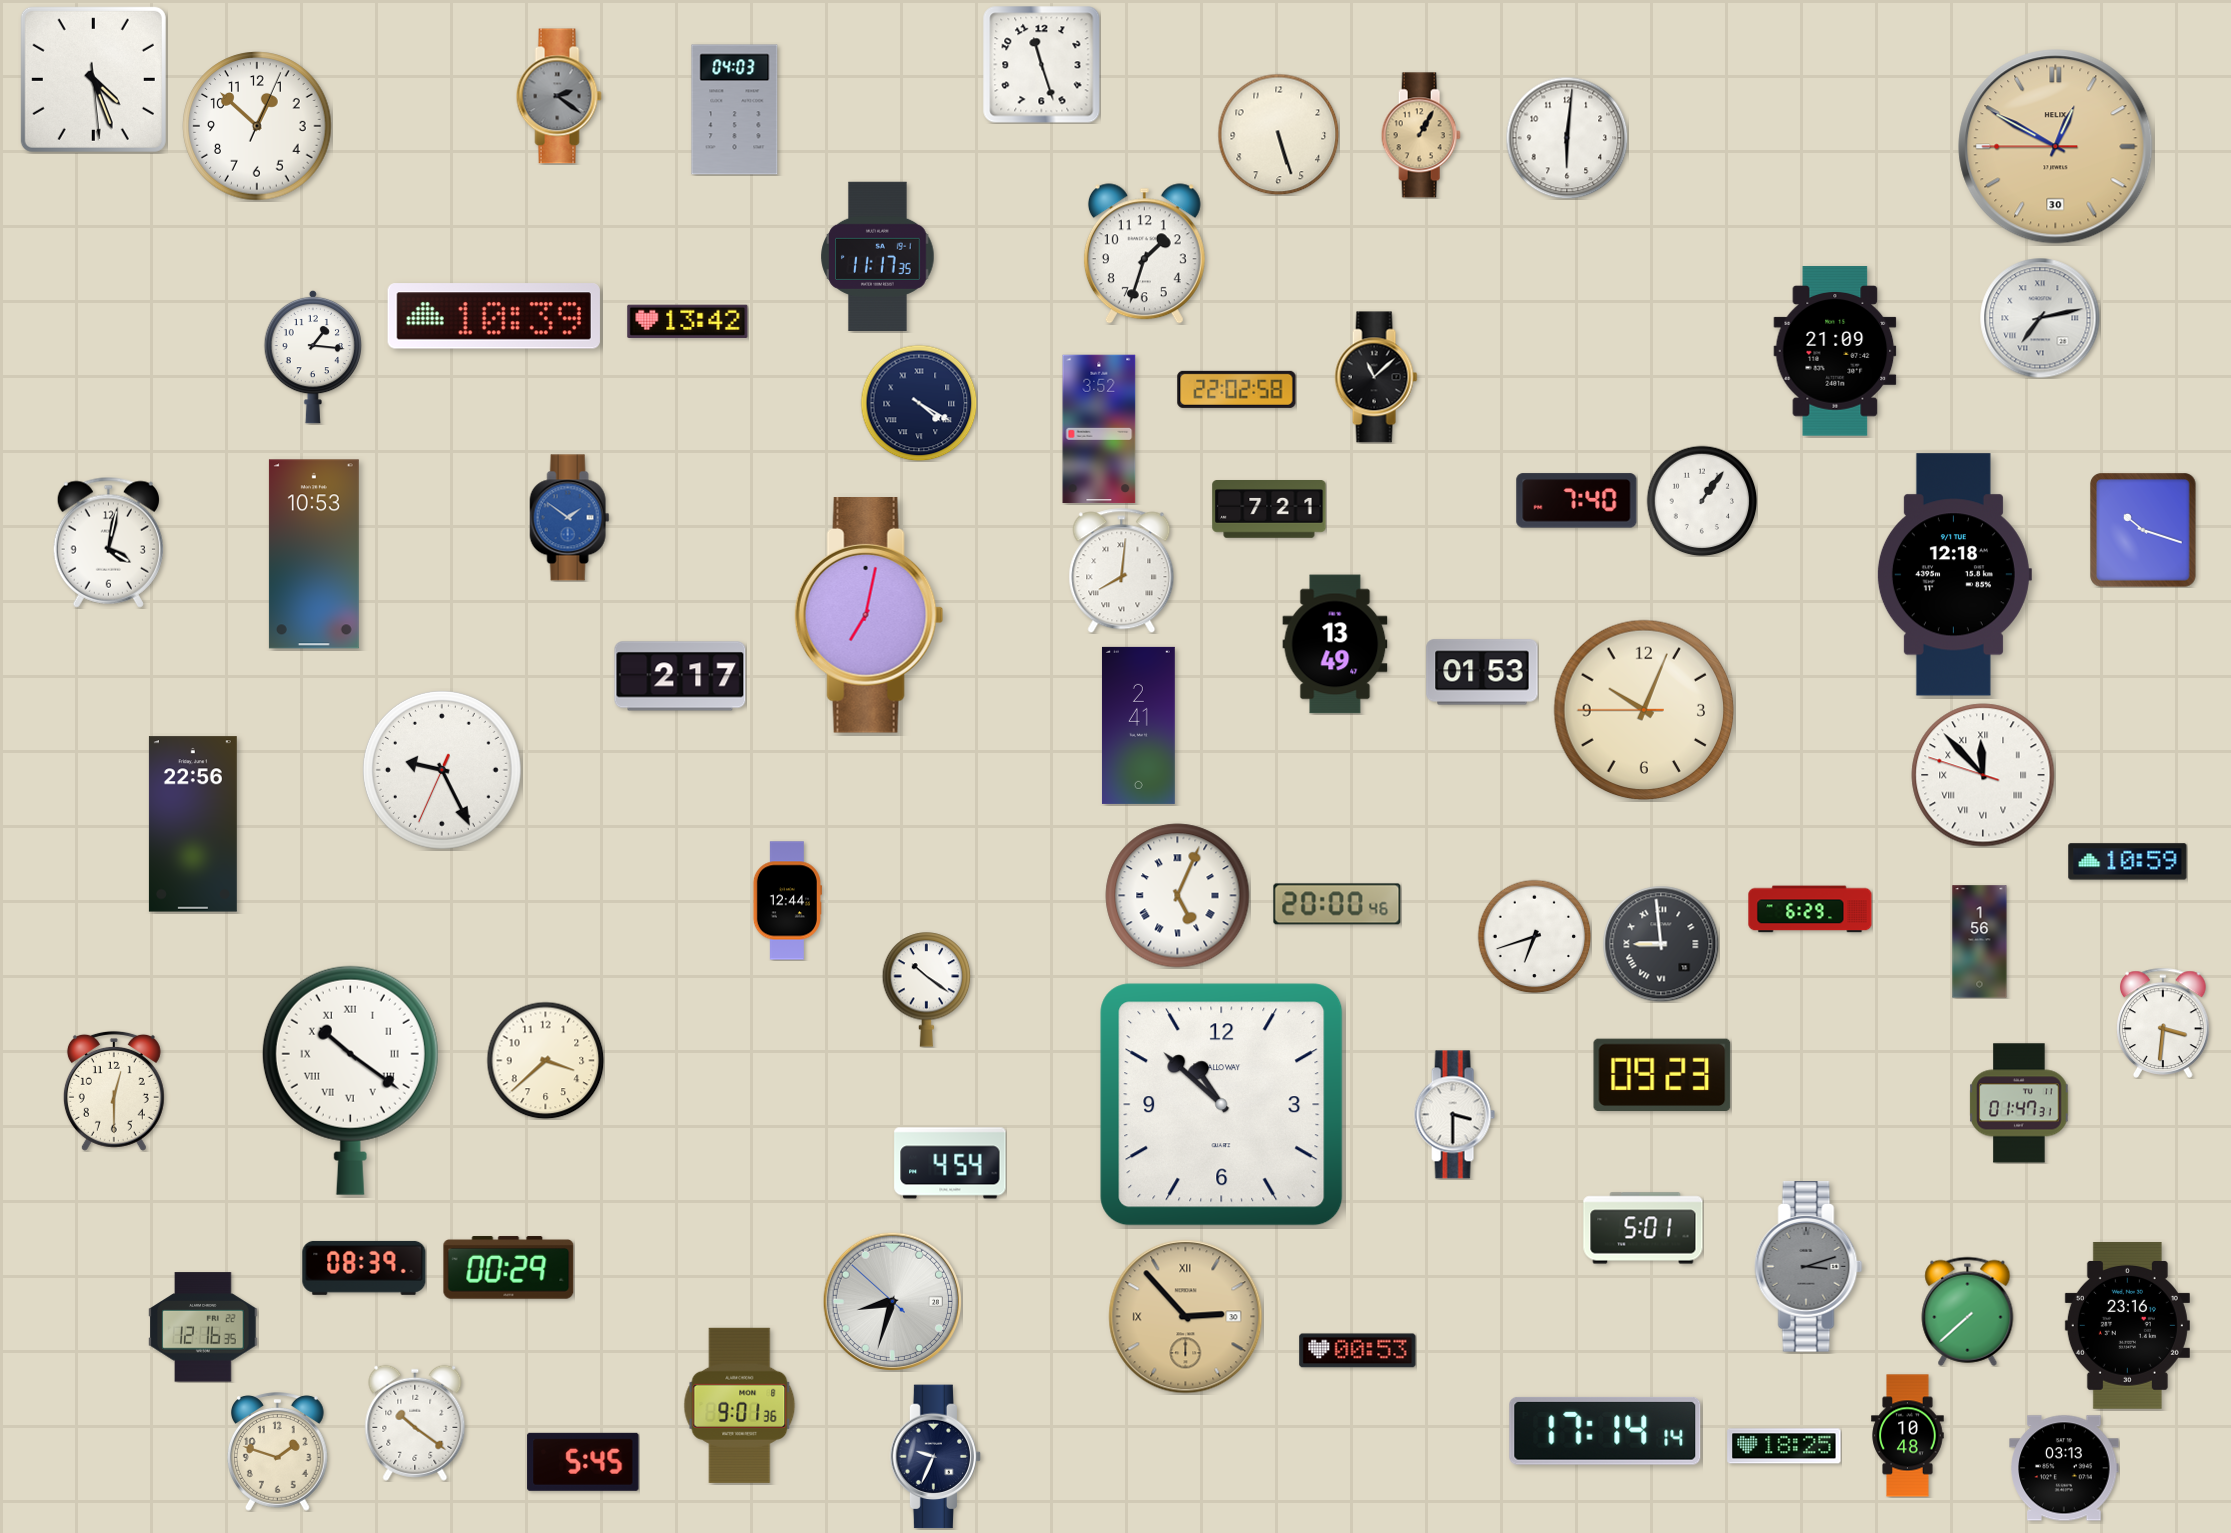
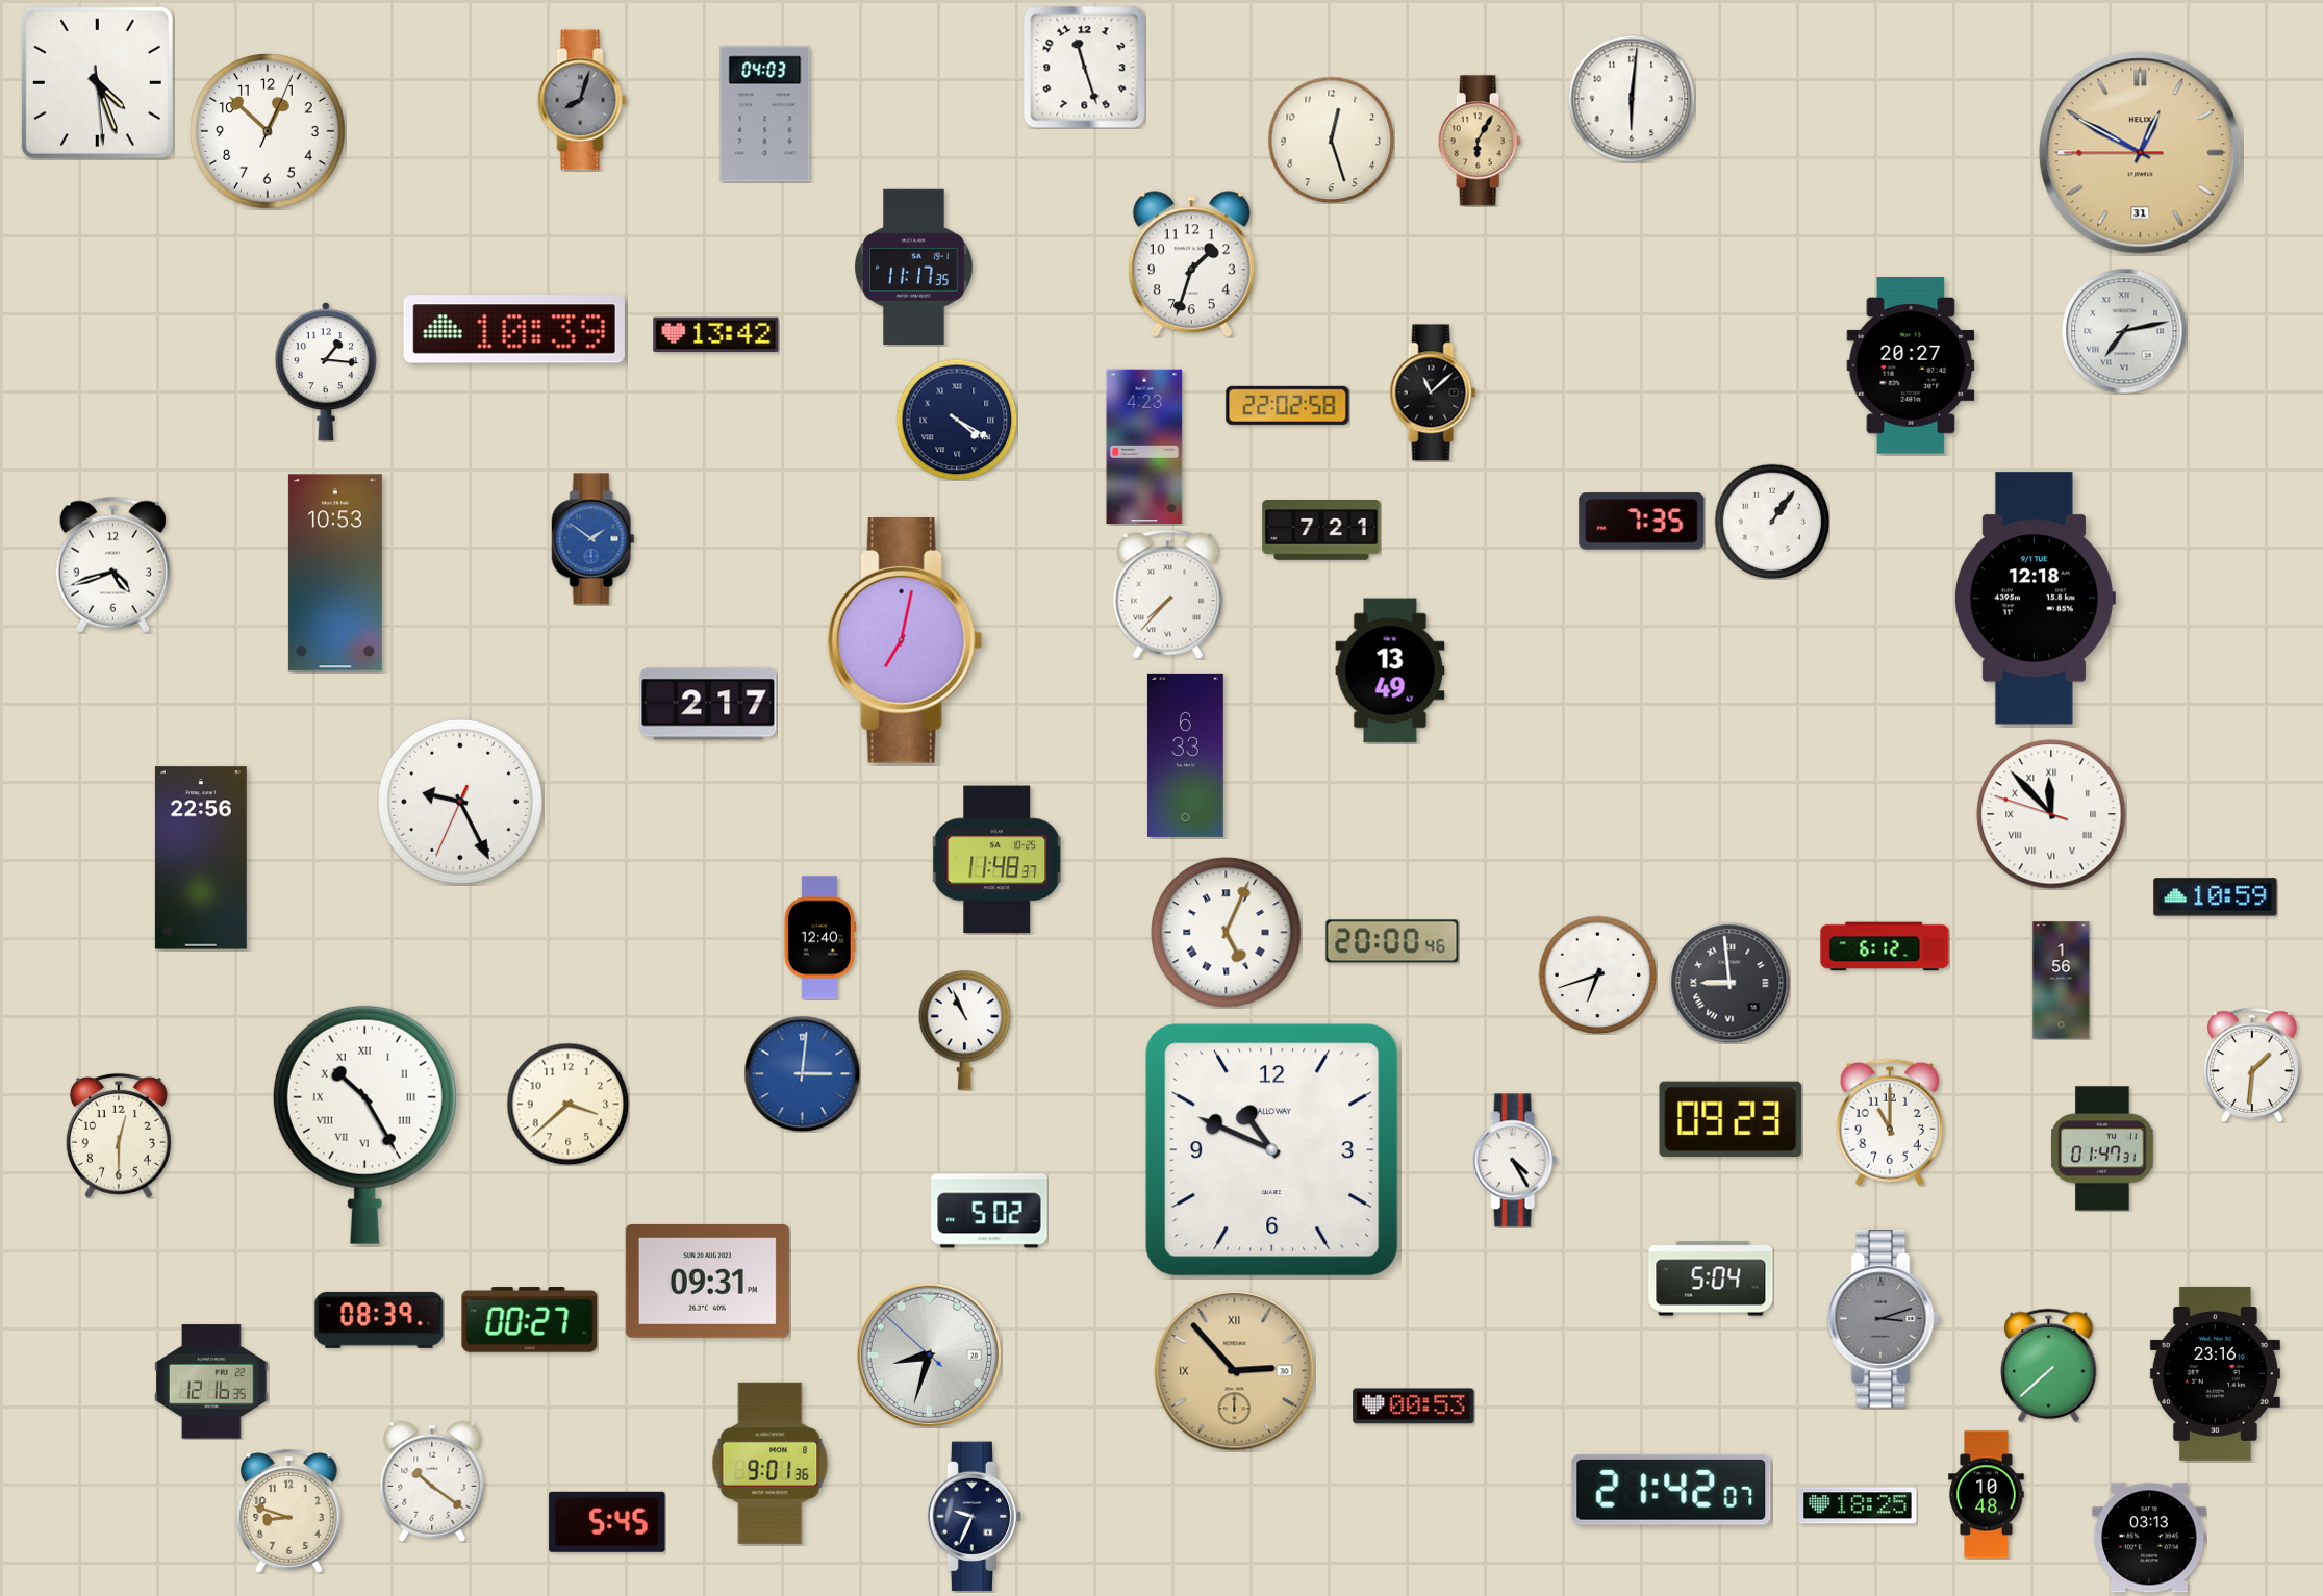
clock at (559, 96): 2:21 -> 8:03
clock at (1278, 134): 5:27 -> 12:27
clock at (1421, 135): 1:05 -> 6:05
clock at (1567, 138) position: (1567, 138) -> (1632, 99)
clock at (2056, 147) date: 30 -> 31
clock at (1835, 351): 21:09 -> 20:27
clock at (1099, 429): 3:52 -> 4:23
clock at (1577, 501): 7:40 -> 7:35
clock at (2143, 530): 10:18 -> none
clock at (108, 542): 4:02 -> 4:42
clock at (314, 554) position: (314, 554) -> (335, 573)
clock at (1122, 571): 8:01 -> 7:37
clock at (1482, 672): 01:53 -> none
clock at (1644, 710): 10:03 -> none
clock at (1138, 725): 2:41 -> 6:33
clock at (1983, 775) position: (1983, 775) -> (2051, 814)
clock at (996, 860): none -> 11:48
clock at (787, 901): 12:44 -> 12:40
clock at (1810, 909): 6:29 -> 6:12
clock at (927, 990): 10:21 -> 10:56
clock at (2163, 1023): 3:31 -> 1:31
clock at (802, 1073): none -> 3:01
clock at (1890, 1122): none -> 11:00
clock at (350, 1080): 10:21 -> 10:25
clock at (1222, 1105): 10:52 -> 10:49
clock at (1454, 1115): 3:30 -> 4:25
clock at (950, 1163): 4:54 -> 5:02
clock at (1643, 1228): 5:01 -> 5:04
clock at (707, 1281): none -> 09:31
clock at (509, 1268): 00:29 -> 00:27
clock at (2127, 1326) position: (2127, 1326) -> (2215, 1374)
clock at (1605, 1431): 17:14 -> 21:42
clock at (278, 1452): 1:48 -> 8:48
clock at (2064, 1468) position: (2064, 1468) -> (2149, 1538)
